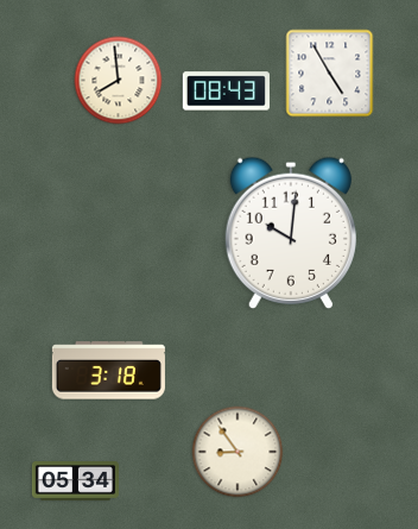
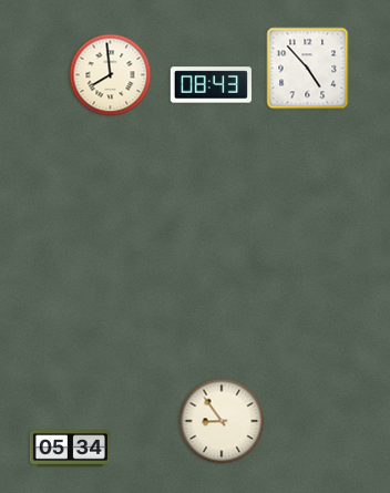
clock at (330, 74): 4:55 -> 4:53
clock at (291, 233): 10:01 -> none
clock at (108, 371): 3:18 -> none
